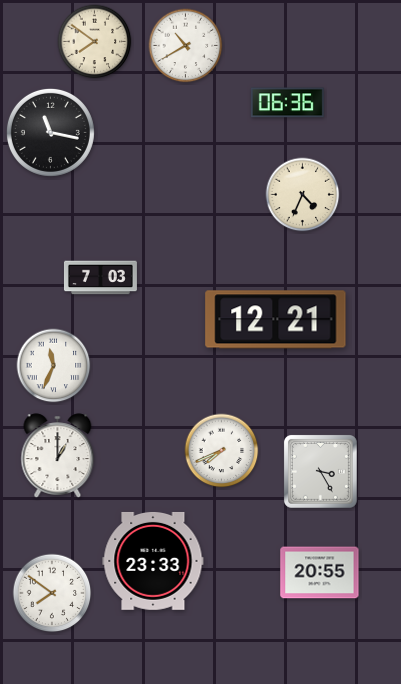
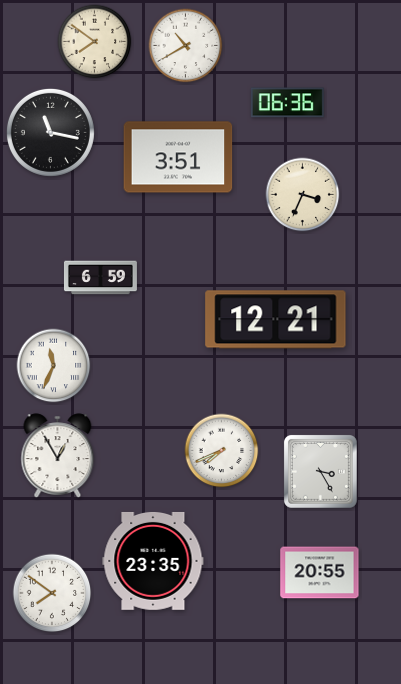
clock at (178, 157): none -> 3:51
clock at (303, 195): 4:34 -> 3:34
clock at (100, 278): 7:03 -> 6:59
clock at (58, 455): 1:00 -> 12:55
clock at (153, 561): 23:33 -> 23:35
